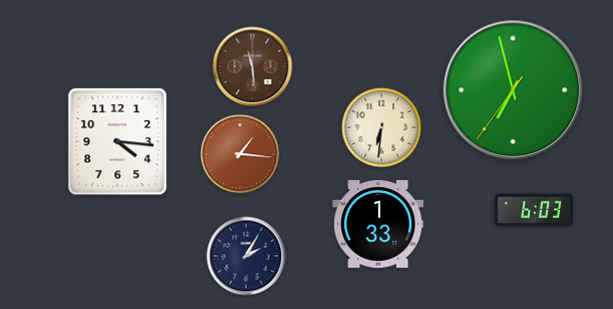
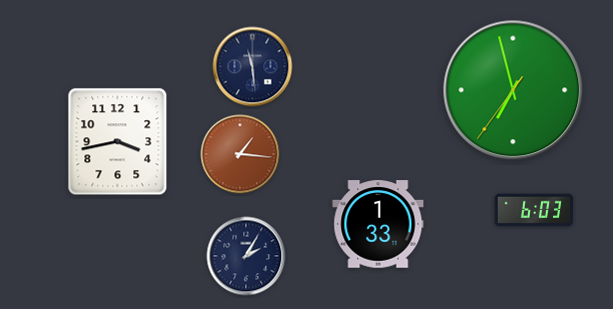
clock at (253, 67) dial: brown -> navy
clock at (382, 128): 6:31 -> none
clock at (118, 142): 4:16 -> 3:43
